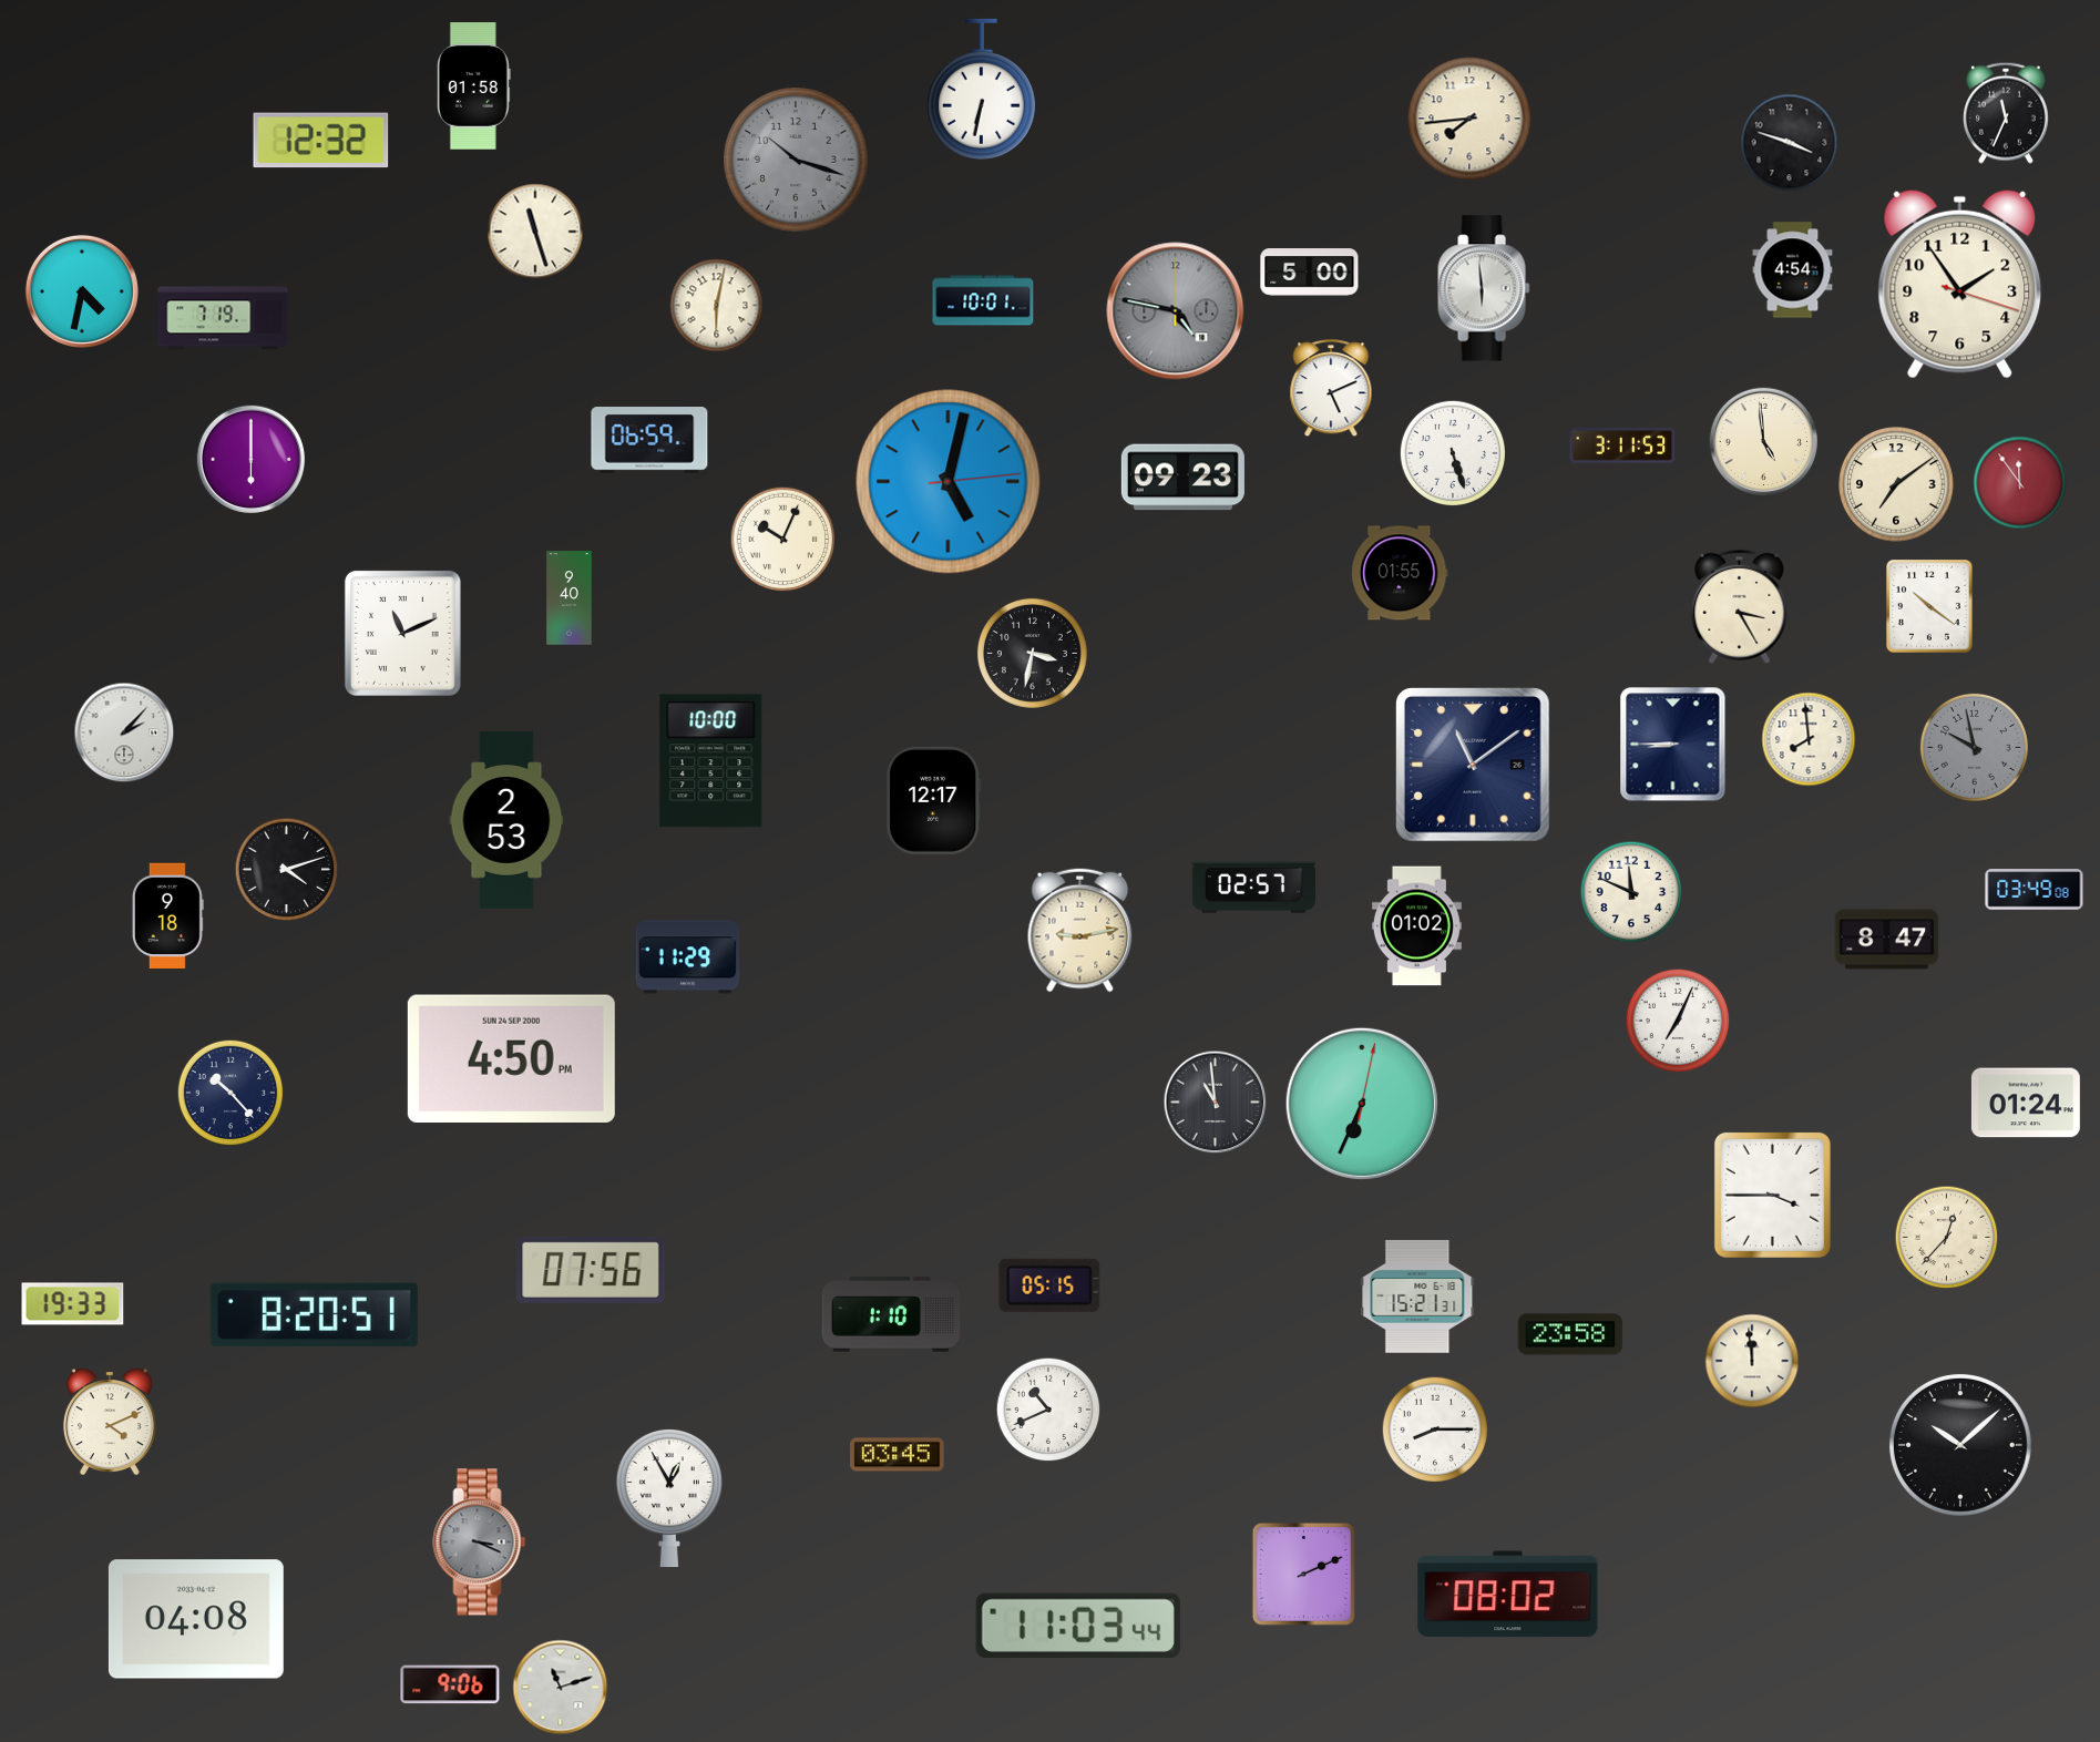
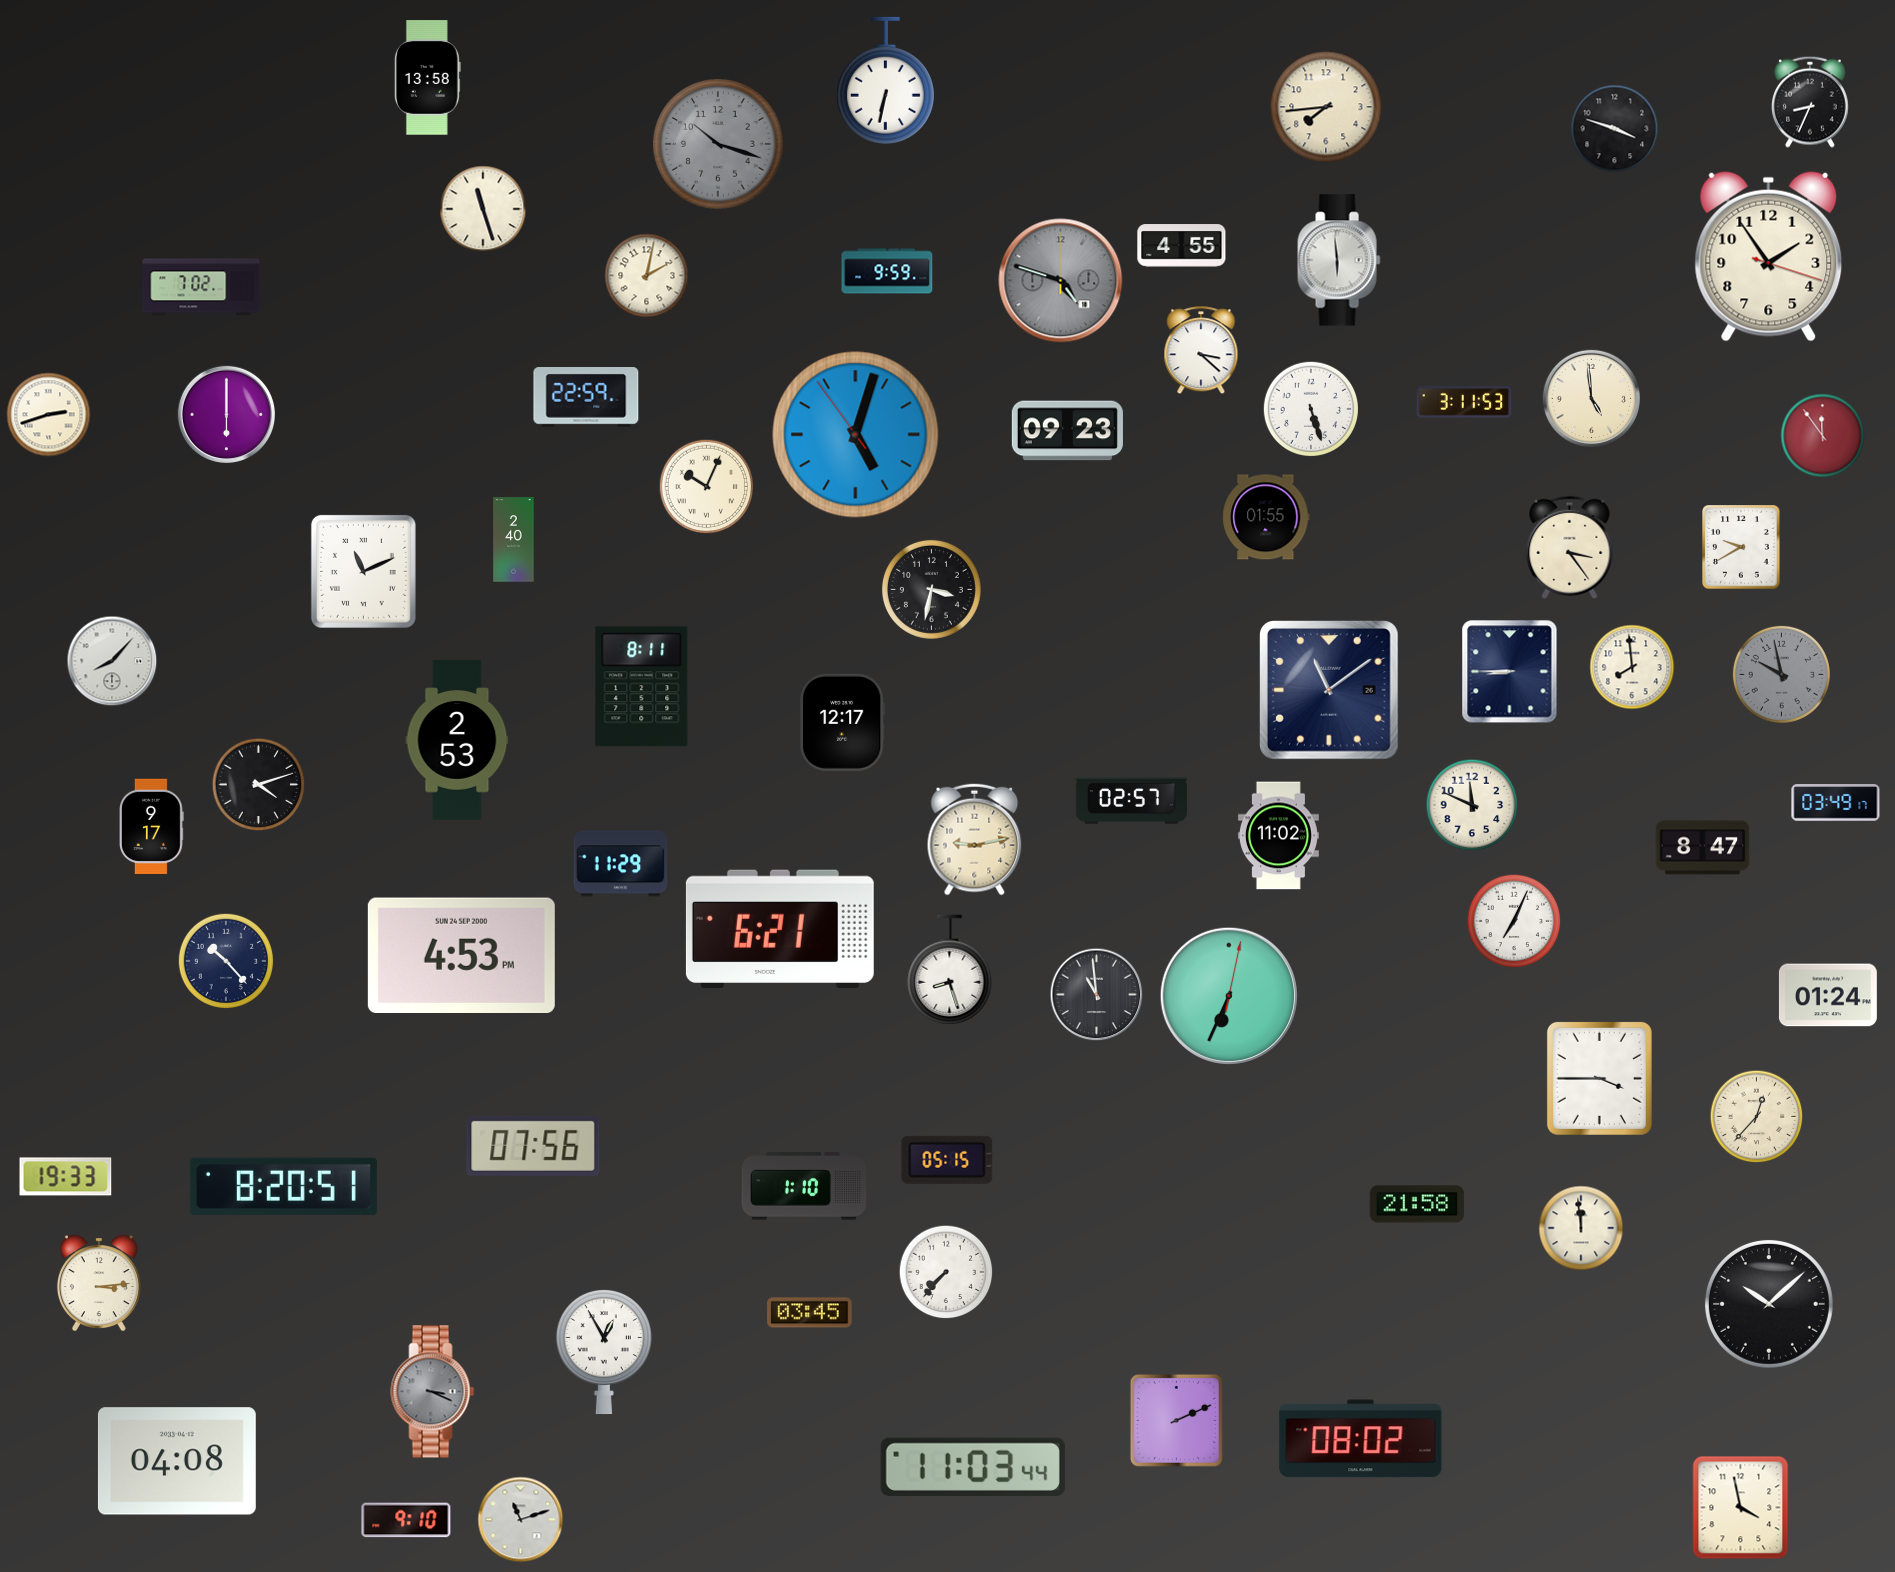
clock at (473, 86): 01:58 -> 13:58
clock at (2007, 113): 11:34 -> 8:34
clock at (321, 141): 12:32 -> none
clock at (1793, 270): 4:54 -> none
clock at (1310, 273): 5:00 -> 4:55
clock at (82, 291): 4:32 -> none
clock at (983, 300): 10:01 -> 9:59
clock at (717, 306): 6:02 -> 2:02
clock at (1176, 311): 4:47 -> 4:48
clock at (223, 318): 7:19 -> 7:02
clock at (1331, 389): 5:11 -> 3:22
clock at (649, 441): 06:59 -> 22:59
clock at (49, 415): none -> 2:42
clock at (949, 482): 5:02:14 -> 5:02:54
clock at (1896, 484): 7:09 -> none
clock at (1400, 573) position: (1400, 573) -> (1266, 517)
clock at (570, 598): 9:40 -> 2:40
clock at (1740, 606): 3:25 -> 3:24
clock at (1929, 606): 10:21 -> 9:40
clock at (124, 732): 2:07 -> 8:07
clock at (711, 761): 10:00 -> 8:11
clock at (2035, 890): 03:49:08 -> 03:49:17
clock at (167, 915): 9:18 -> 9:17
clock at (1416, 926): 01:02 -> 11:02
clock at (780, 929): none -> 6:21
clock at (511, 1058): 4:50 -> 4:53
clock at (950, 970): none -> 8:27
clock at (229, 1092) position: (229, 1092) -> (225, 960)
clock at (1417, 1297): 15:21 -> none
clock at (1570, 1334): 23:58 -> 21:58
clock at (1048, 1410): 10:41 -> 7:37
clock at (110, 1421): 4:11 -> 3:14
clock at (1434, 1428): 8:15 -> none
clock at (1741, 1508): none -> 3:58
clock at (450, 1684): 9:06 -> 9:10
clock at (561, 1688) position: (561, 1688) -> (521, 1520)
